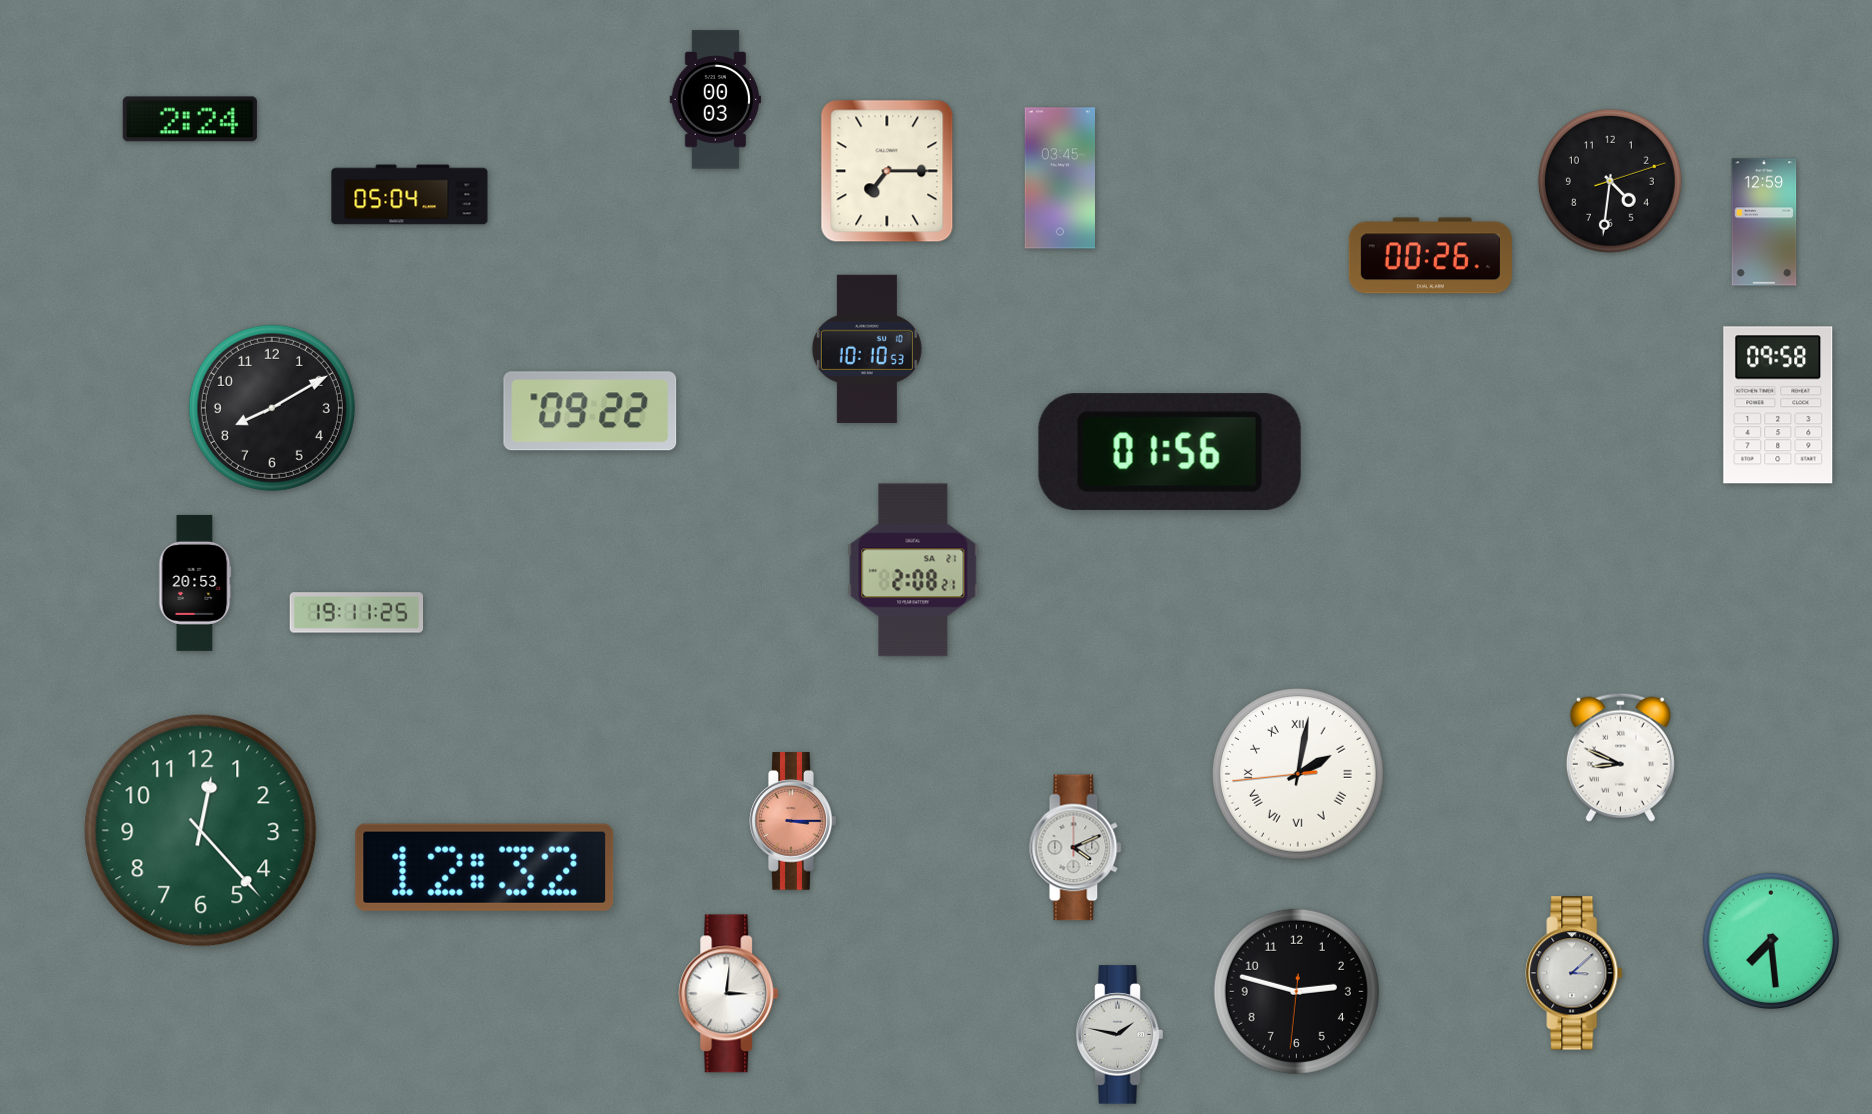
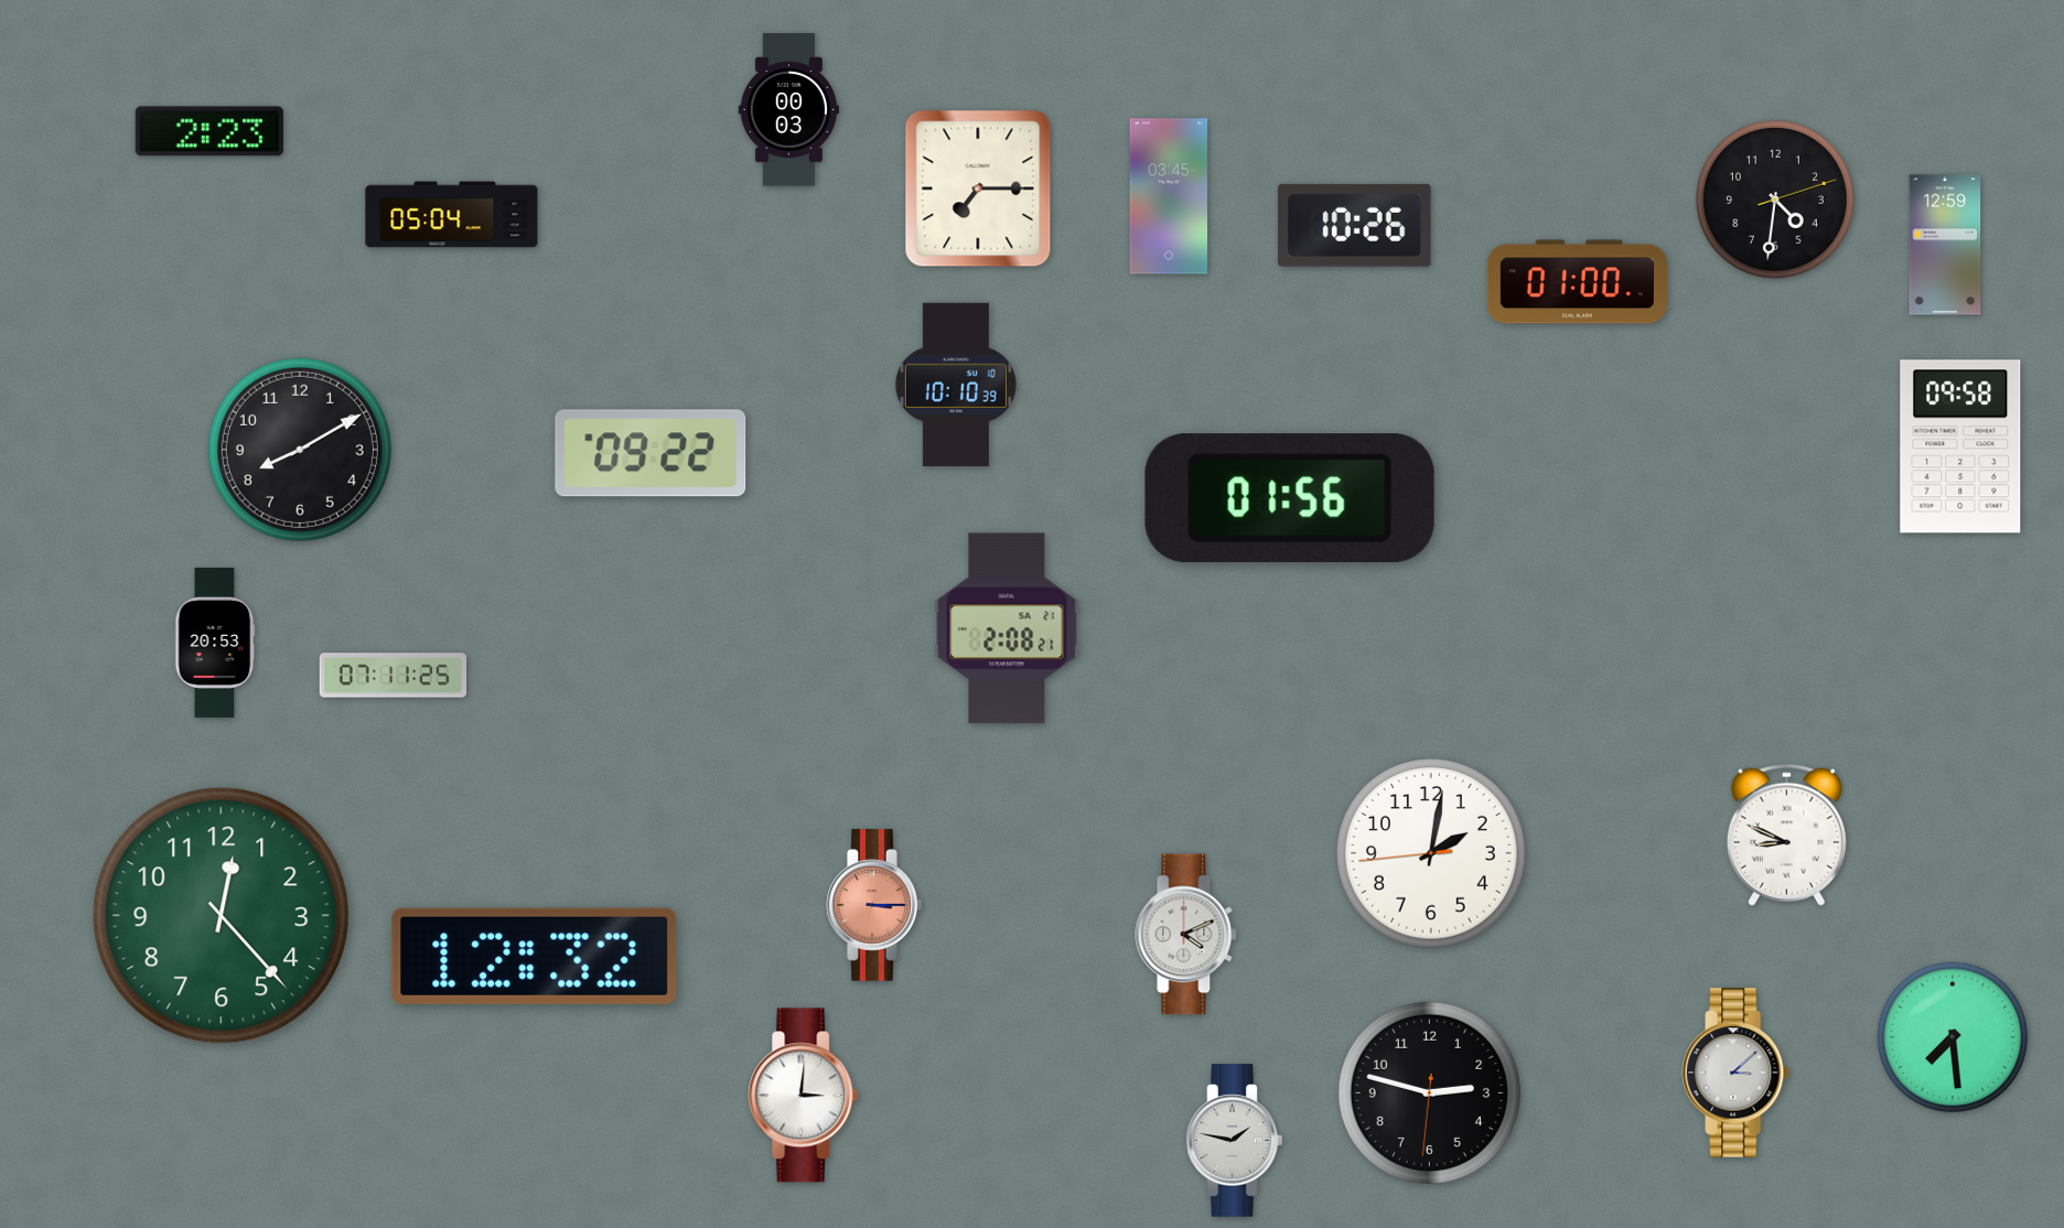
clock at (190, 119): 2:24 -> 2:23
clock at (1355, 225): none -> 10:26
clock at (1430, 256): 00:26 -> 01:00
clock at (867, 349): 10:10:53 -> 10:10:39
clock at (357, 613): 19:11 -> 07:11
clock at (1299, 775) numerals: Roman -> Arabic
